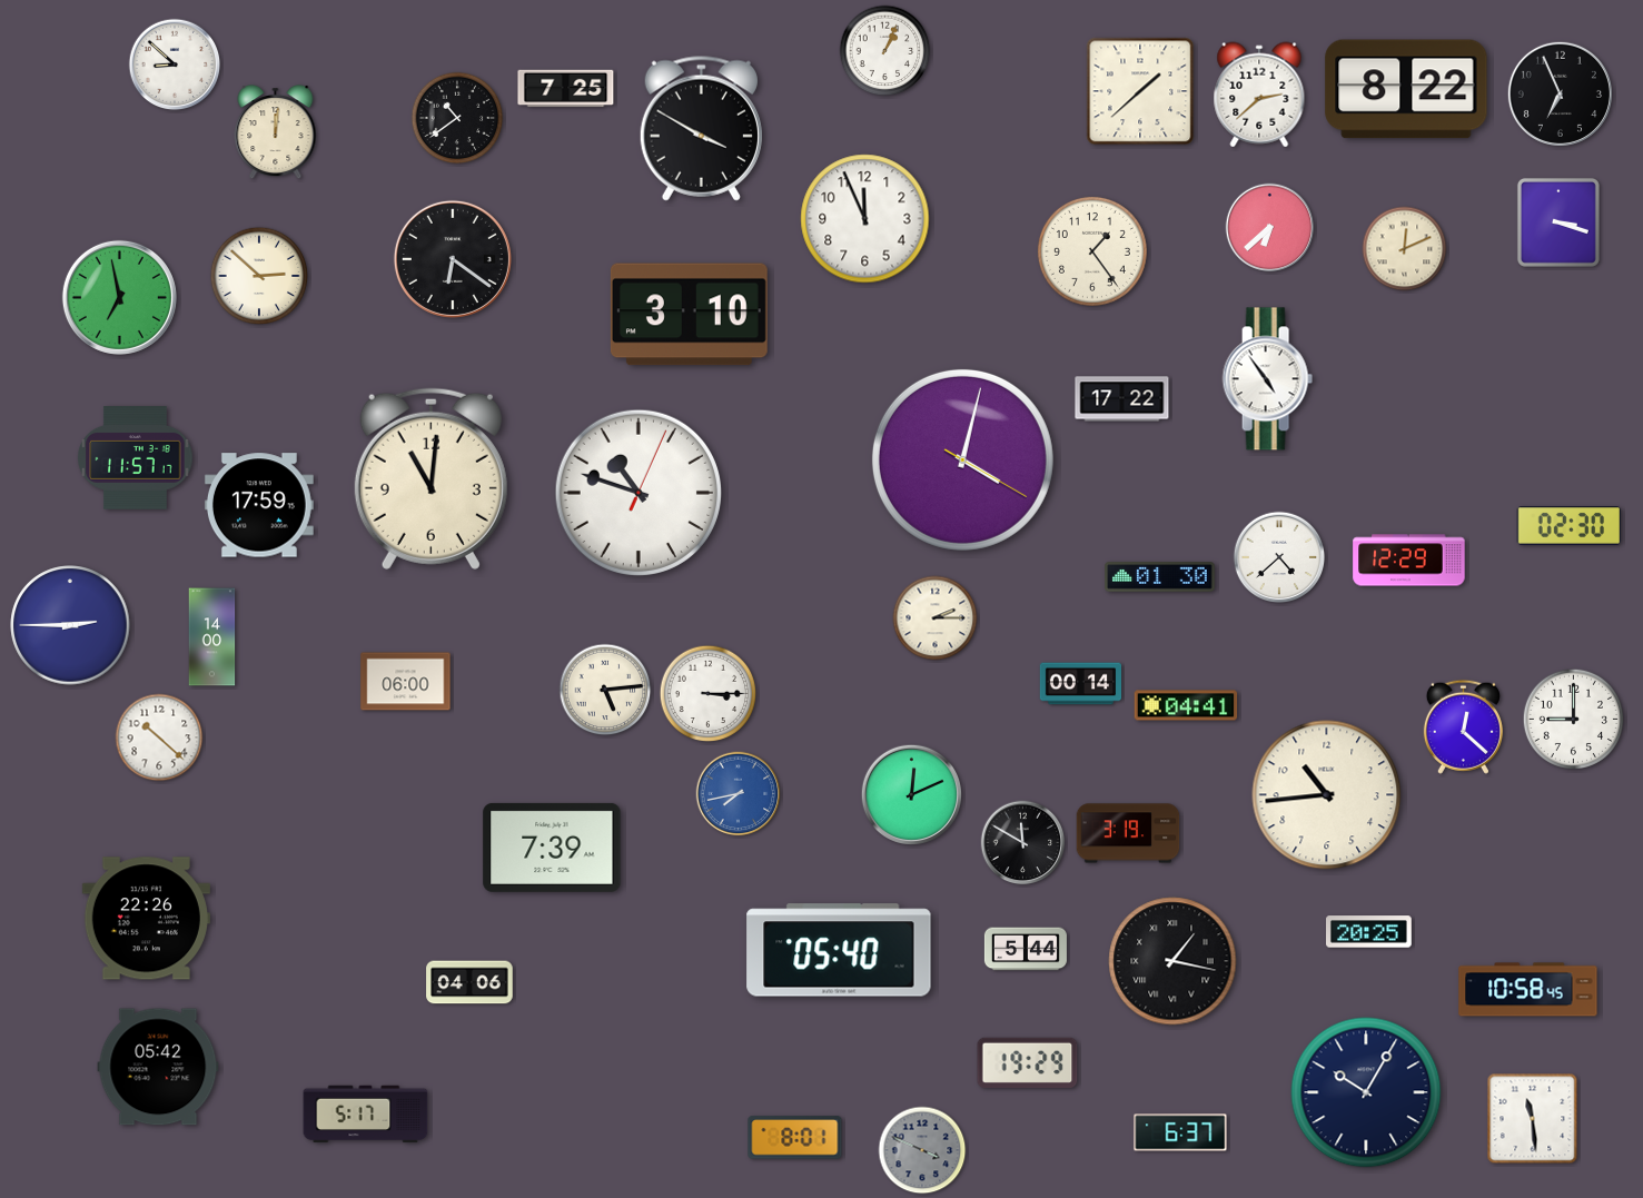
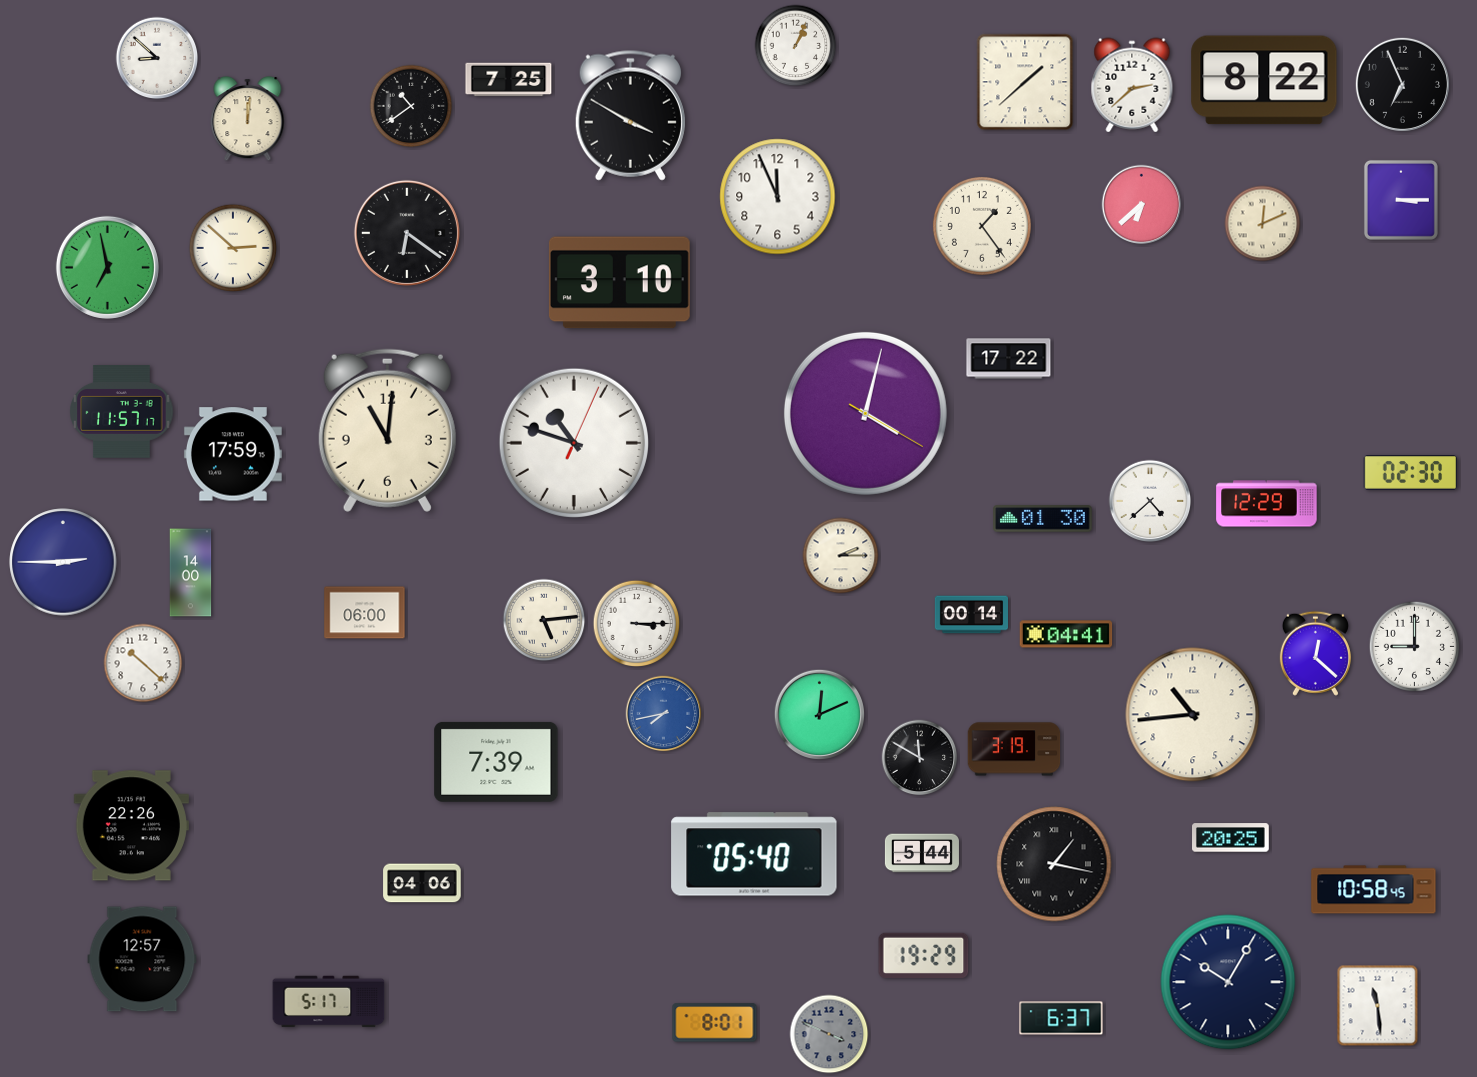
clock at (1558, 222): 3:18 -> 3:15
clock at (1267, 379): 4:54 -> none
clock at (158, 1067): 05:42 -> 12:57
